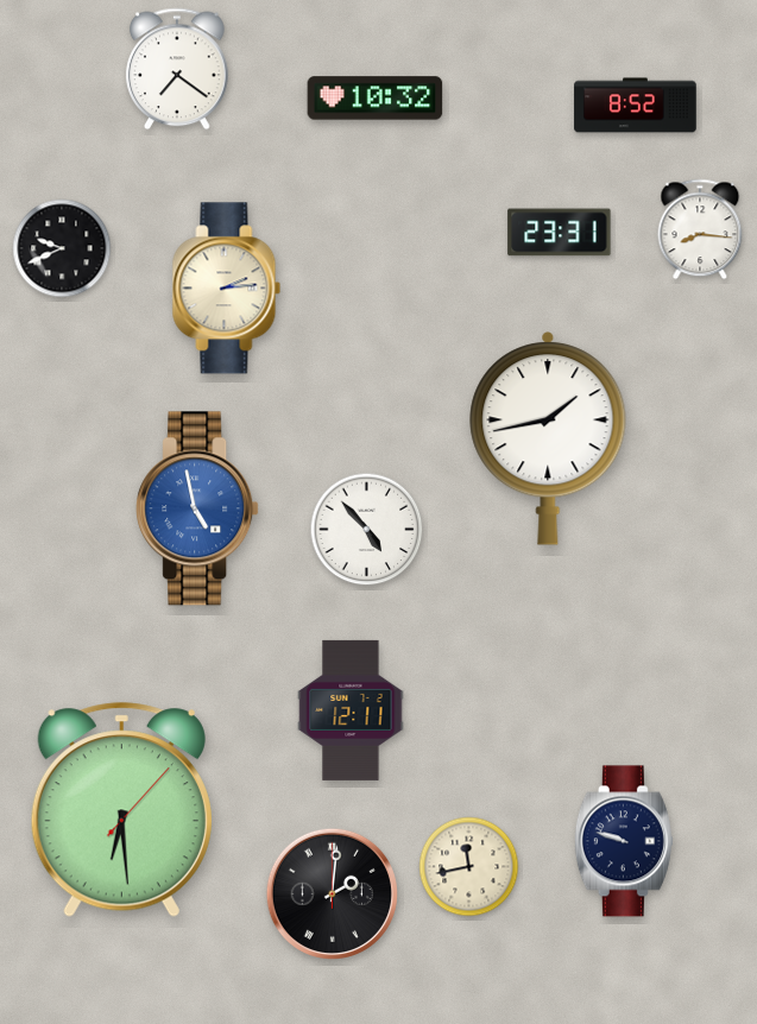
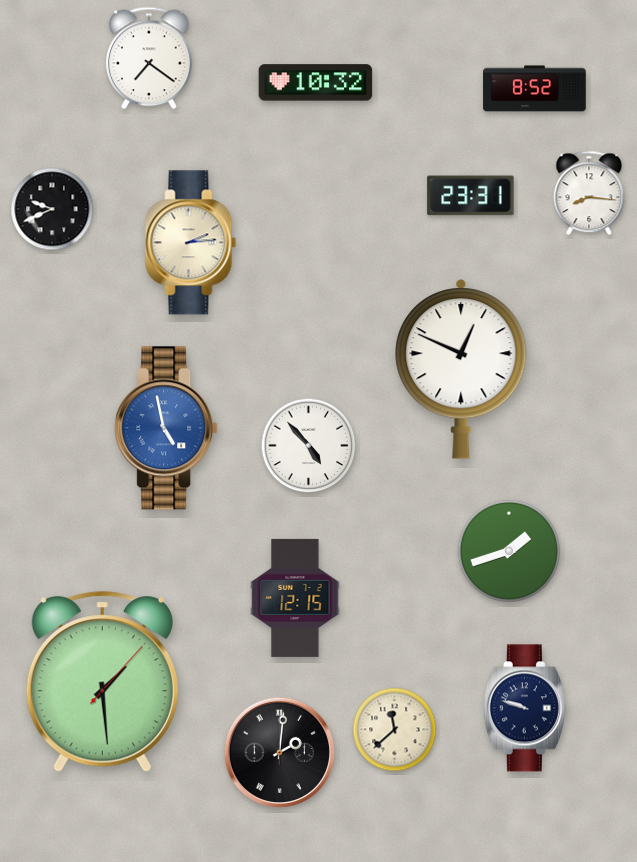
clock at (548, 438): 1:43 -> 12:49
clock at (509, 551): none -> 1:42
clock at (351, 710): 12:11 -> 12:15
clock at (121, 810): 6:29 -> 1:29
clock at (469, 867): 11:43 -> 11:38
